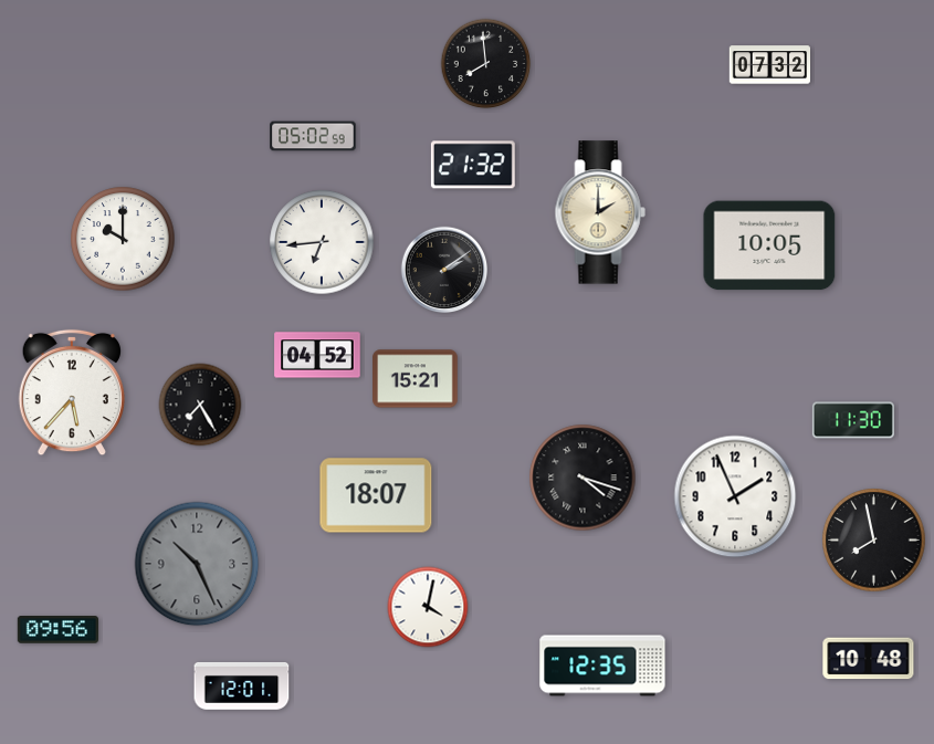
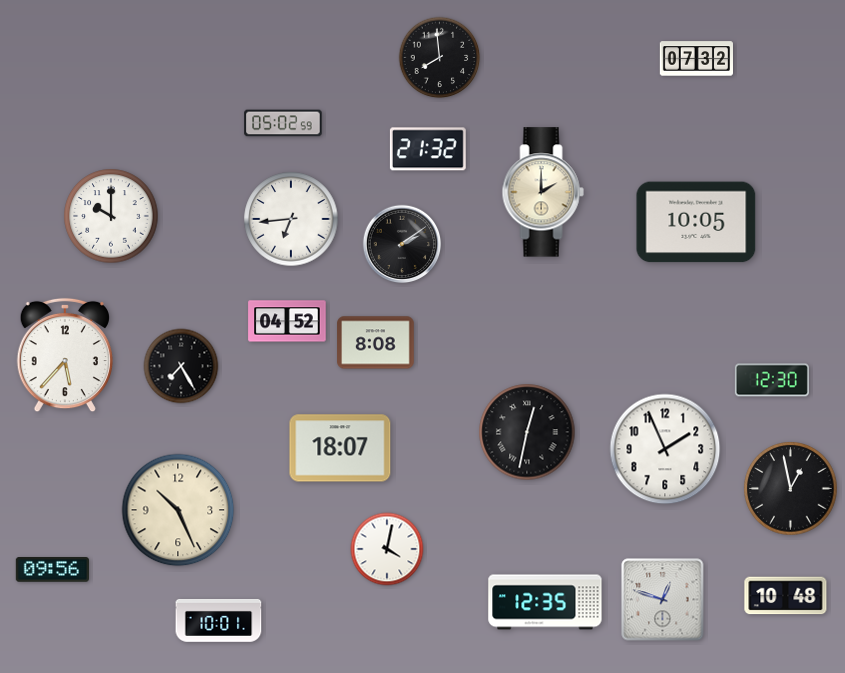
clock at (416, 379): 15:21 -> 8:08
clock at (853, 420): 11:30 -> 12:30
clock at (583, 478): 4:18 -> 12:32
clock at (874, 541): 7:58 -> 12:58
clock at (197, 564) dial: grey -> cream
clock at (663, 600): none -> 12:48
clock at (242, 687): 12:01 -> 10:01
